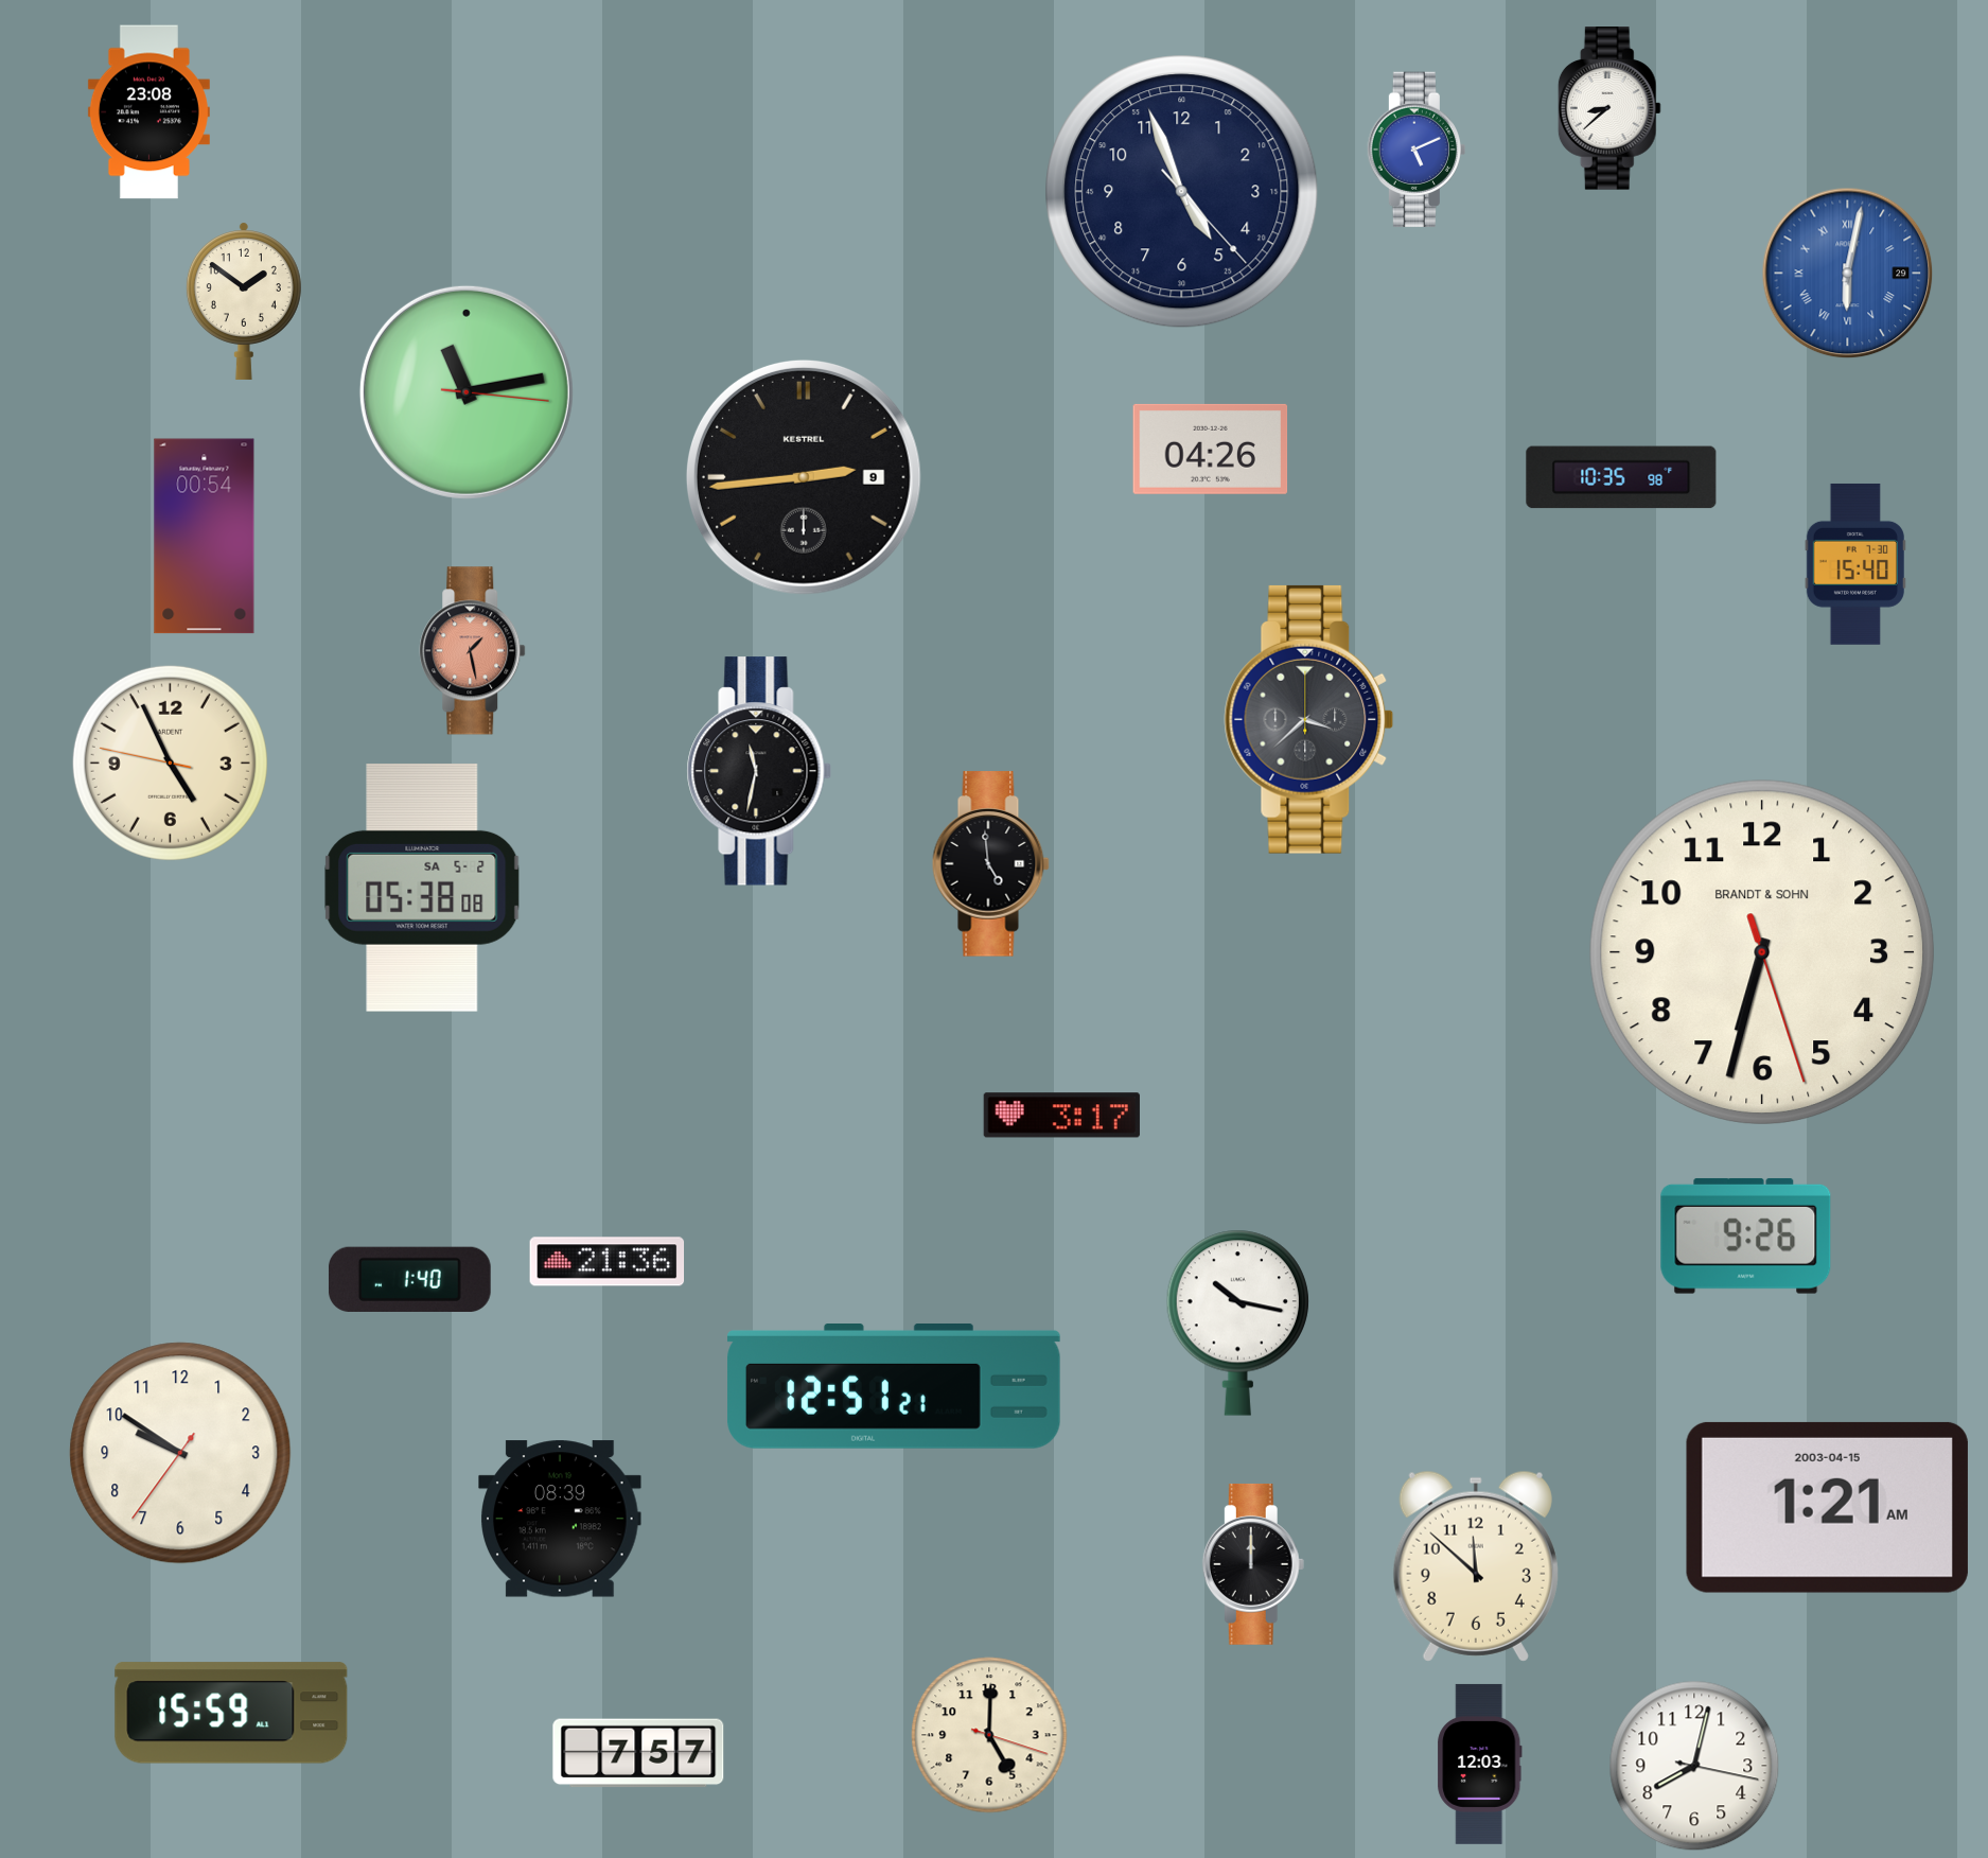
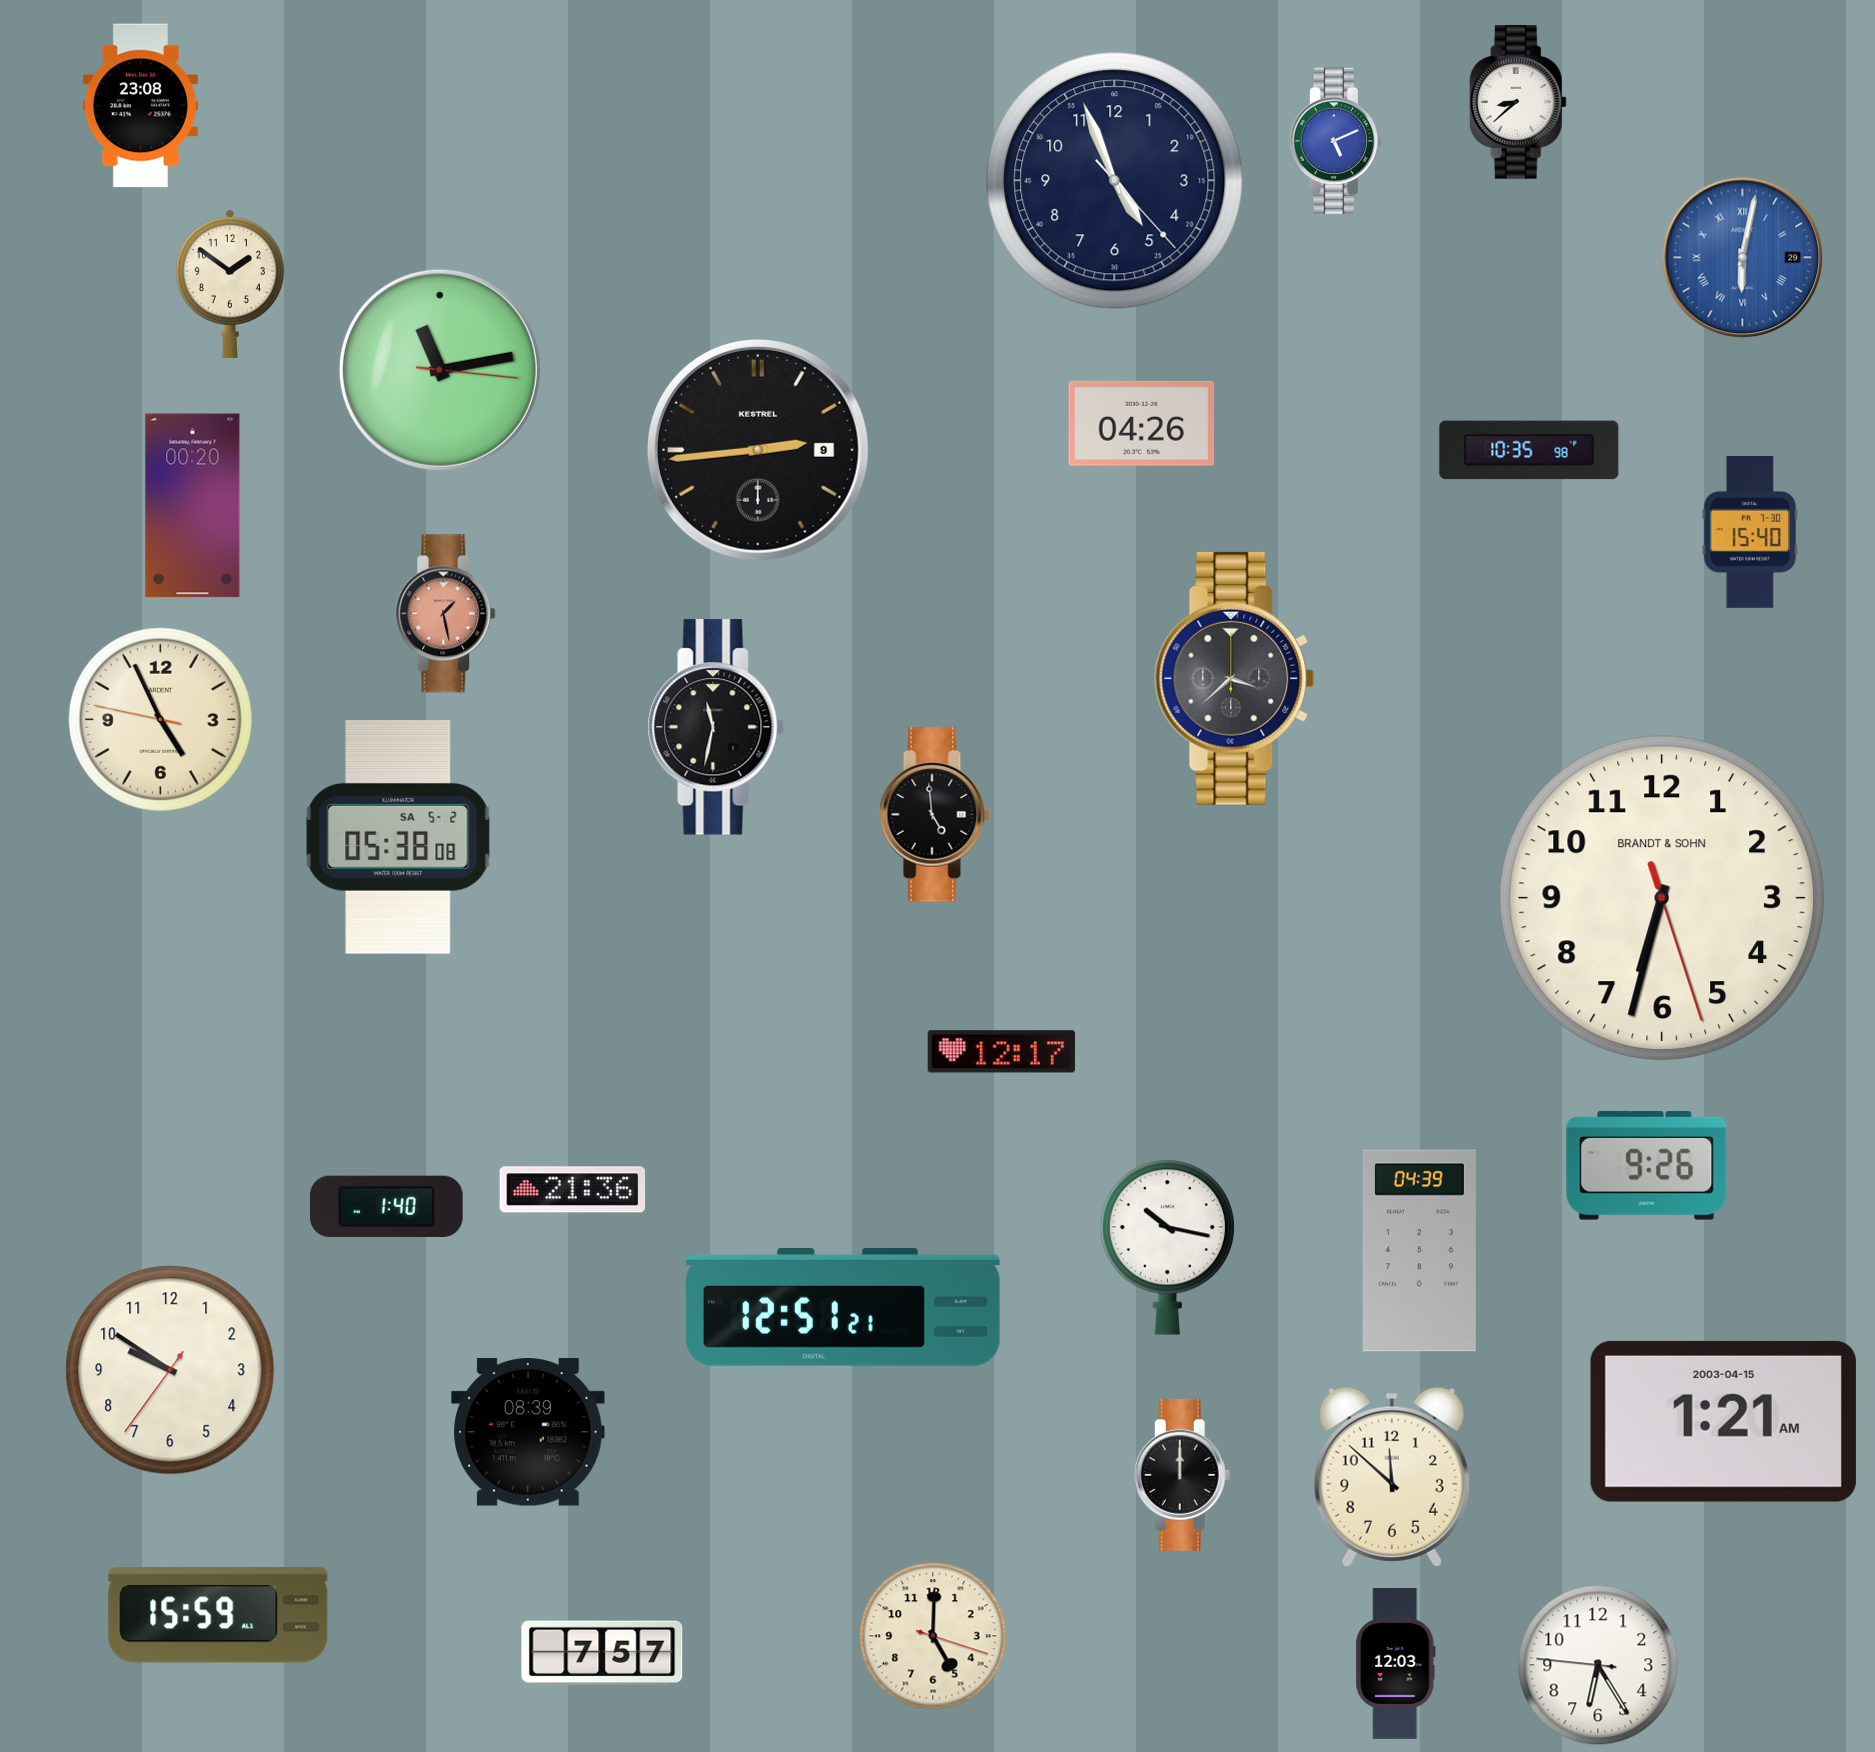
clock at (205, 537): 00:54 -> 00:20
clock at (1061, 1116): 3:17 -> 12:17
clock at (1419, 1251): none -> 04:39
clock at (1694, 1766): 8:02 -> 6:24
